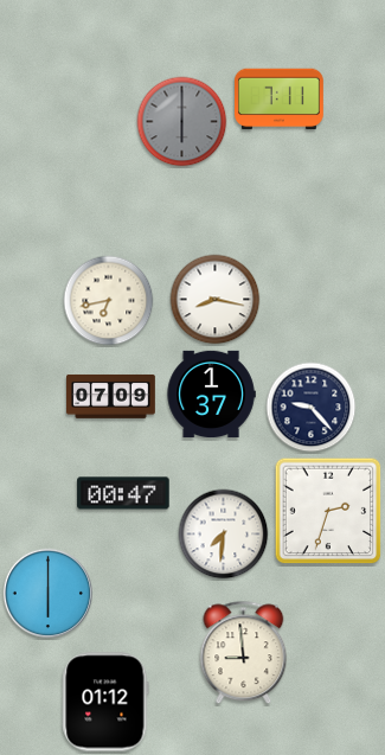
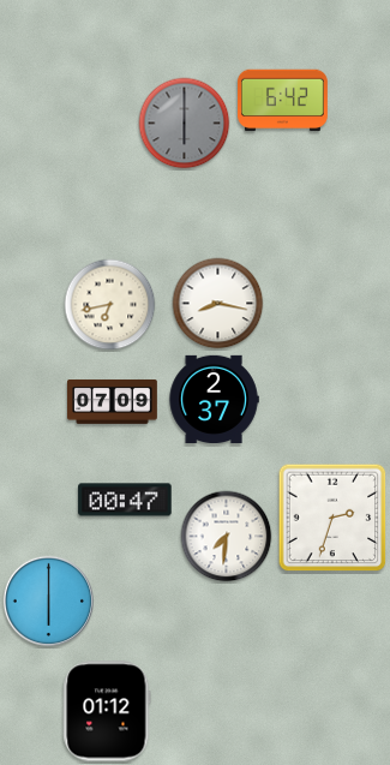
clock at (280, 100): 7:11 -> 6:42
clock at (211, 394): 1:37 -> 2:37
clock at (312, 408): 9:23 -> none
clock at (224, 535) position: (224, 535) -> (227, 537)
clock at (244, 653): 8:59 -> none
